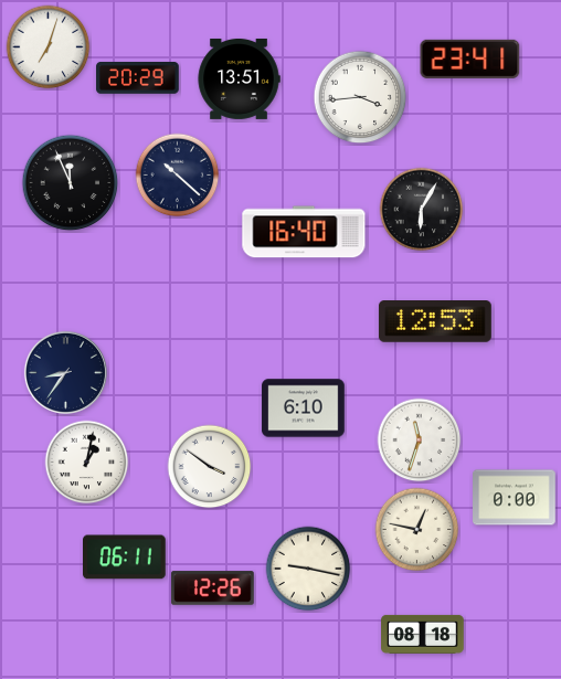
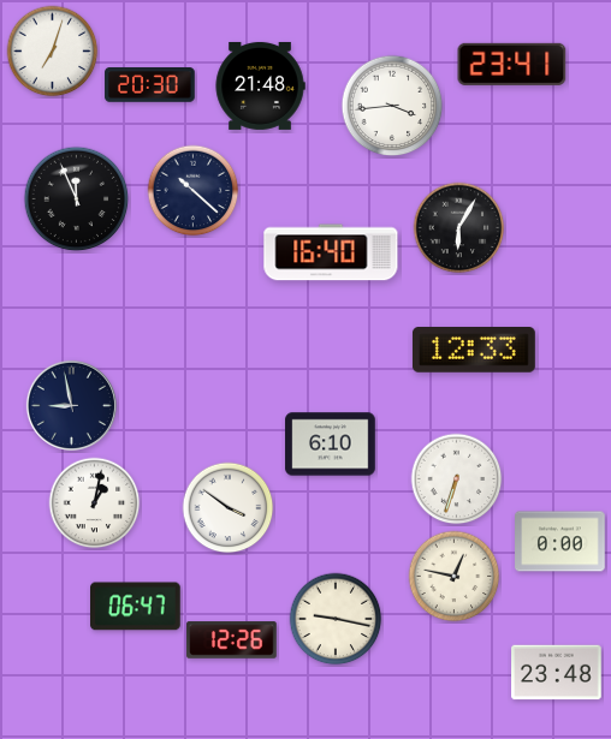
clock at (138, 78): 20:29 -> 20:30
clock at (239, 78): 13:51 -> 21:48
clock at (435, 321): 12:53 -> 12:33
clock at (65, 372): 8:36 -> 8:58
clock at (420, 441): 11:33 -> 6:33
clock at (125, 558): 06:11 -> 06:47
clock at (557, 673): none -> 23:48
clock at (423, 634): 08:18 -> none
